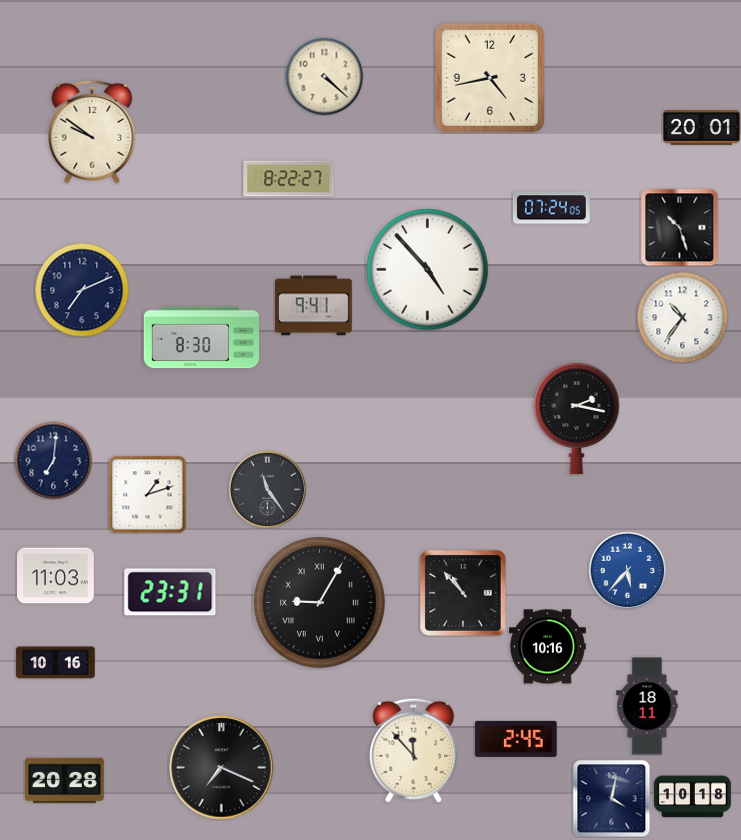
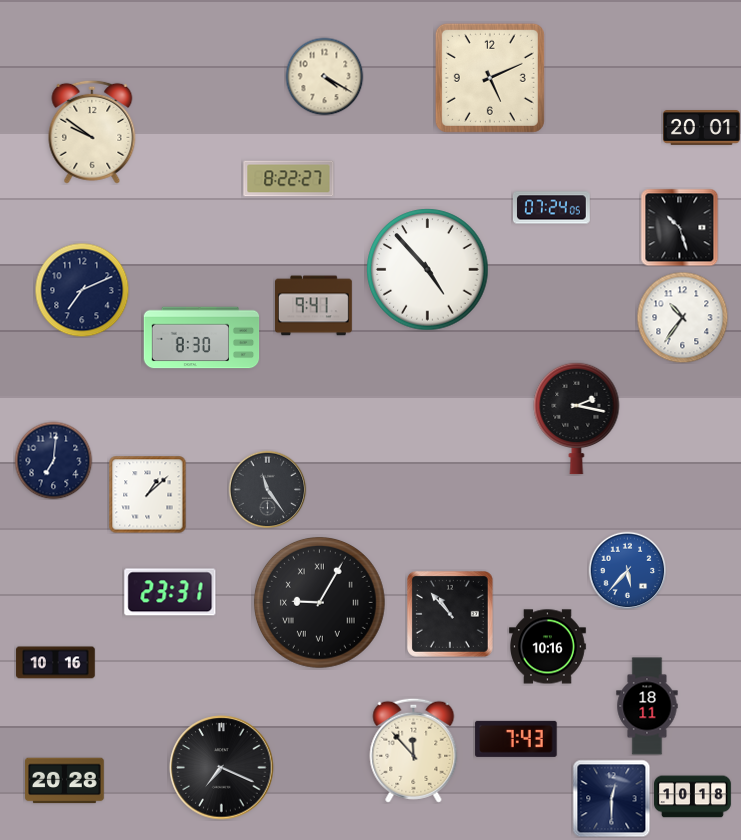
clock at (324, 76): 4:22 -> 4:20
clock at (490, 78): 4:43 -> 5:11
clock at (147, 494): 1:12 -> 1:08
clock at (56, 576): 11:03 -> none
clock at (463, 593) position: (463, 593) -> (450, 614)
clock at (516, 739): 2:45 -> 7:43
clock at (611, 798): 4:02 -> 12:30
